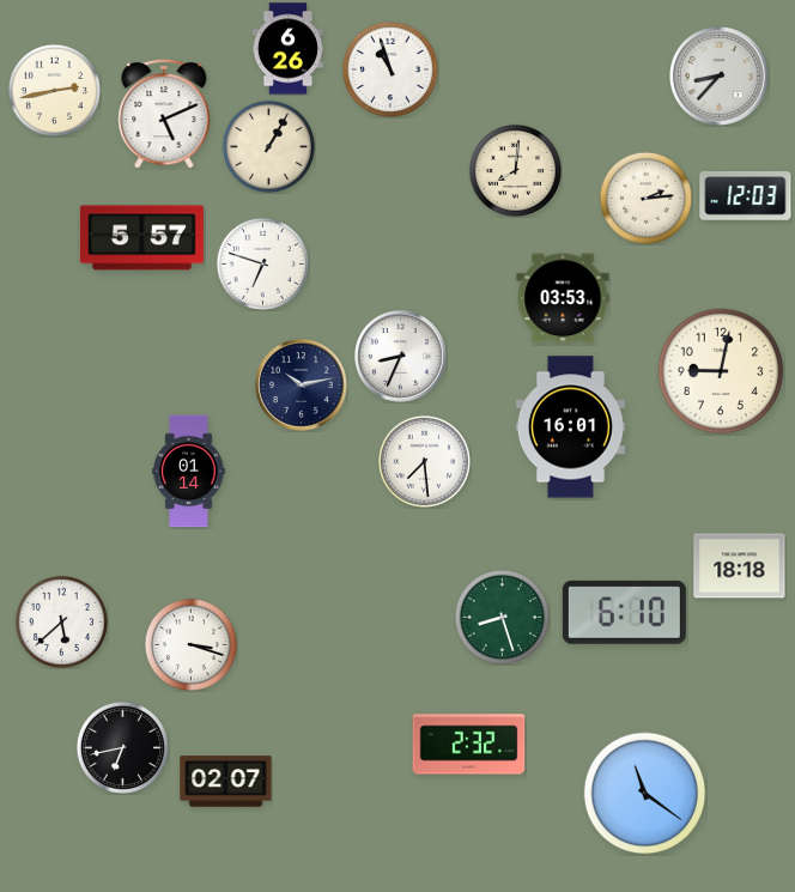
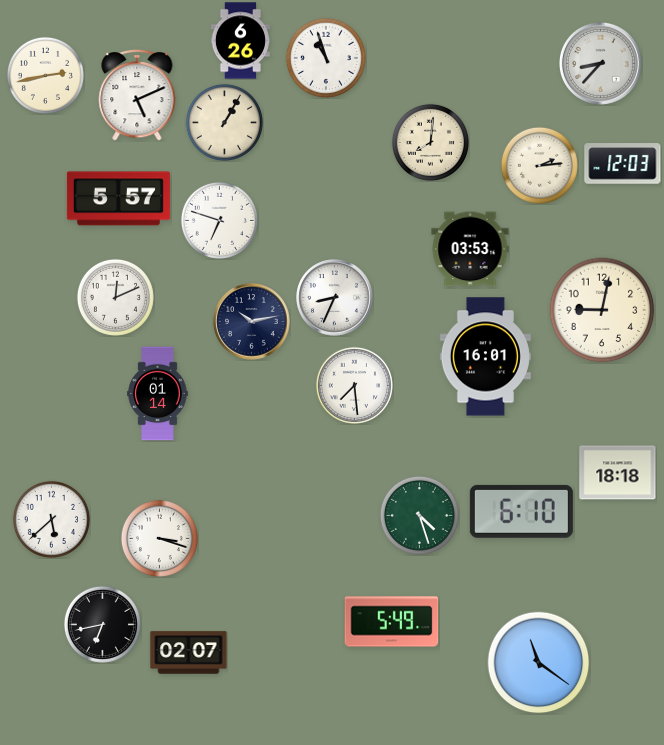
clock at (115, 297): none -> 12:11
clock at (570, 427) position: (570, 427) -> (485, 357)
clock at (502, 617): 8:27 -> 4:27
clock at (469, 745): 2:32 -> 5:49
